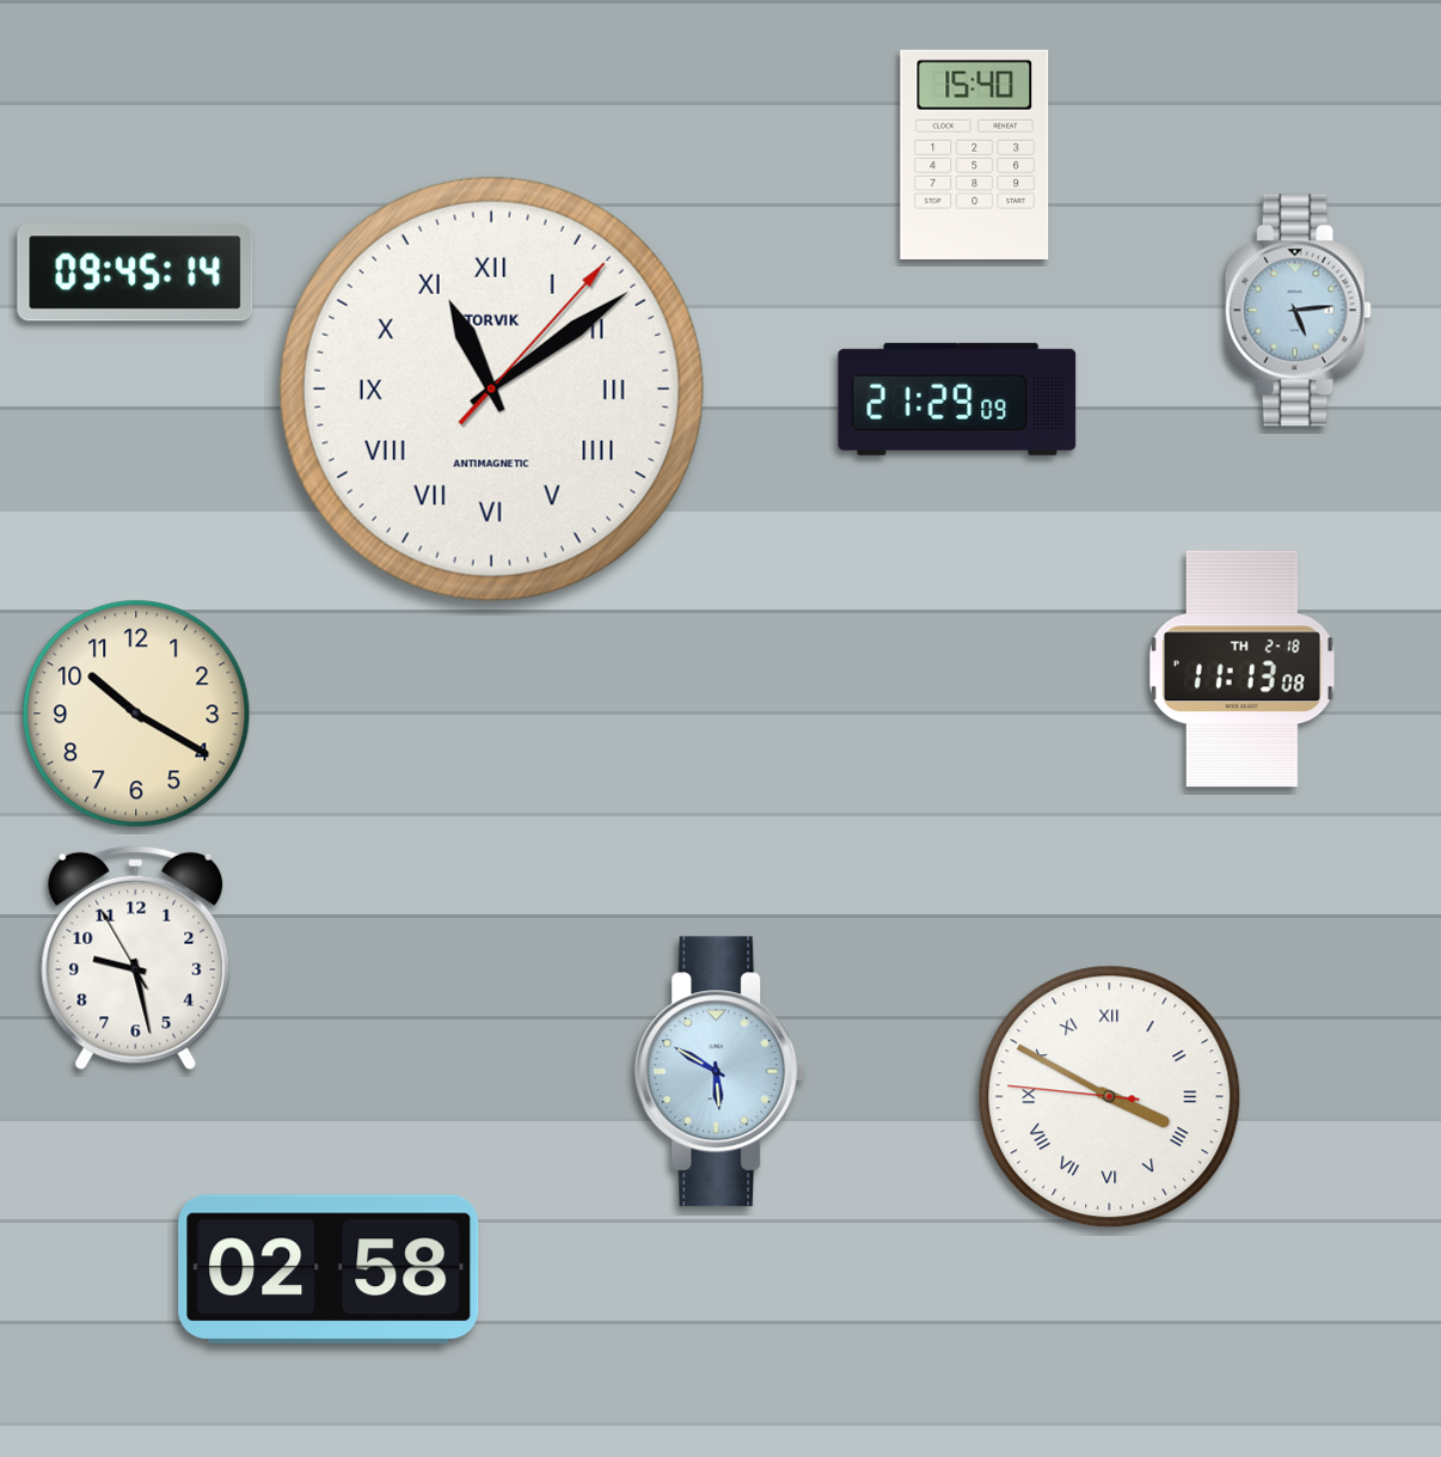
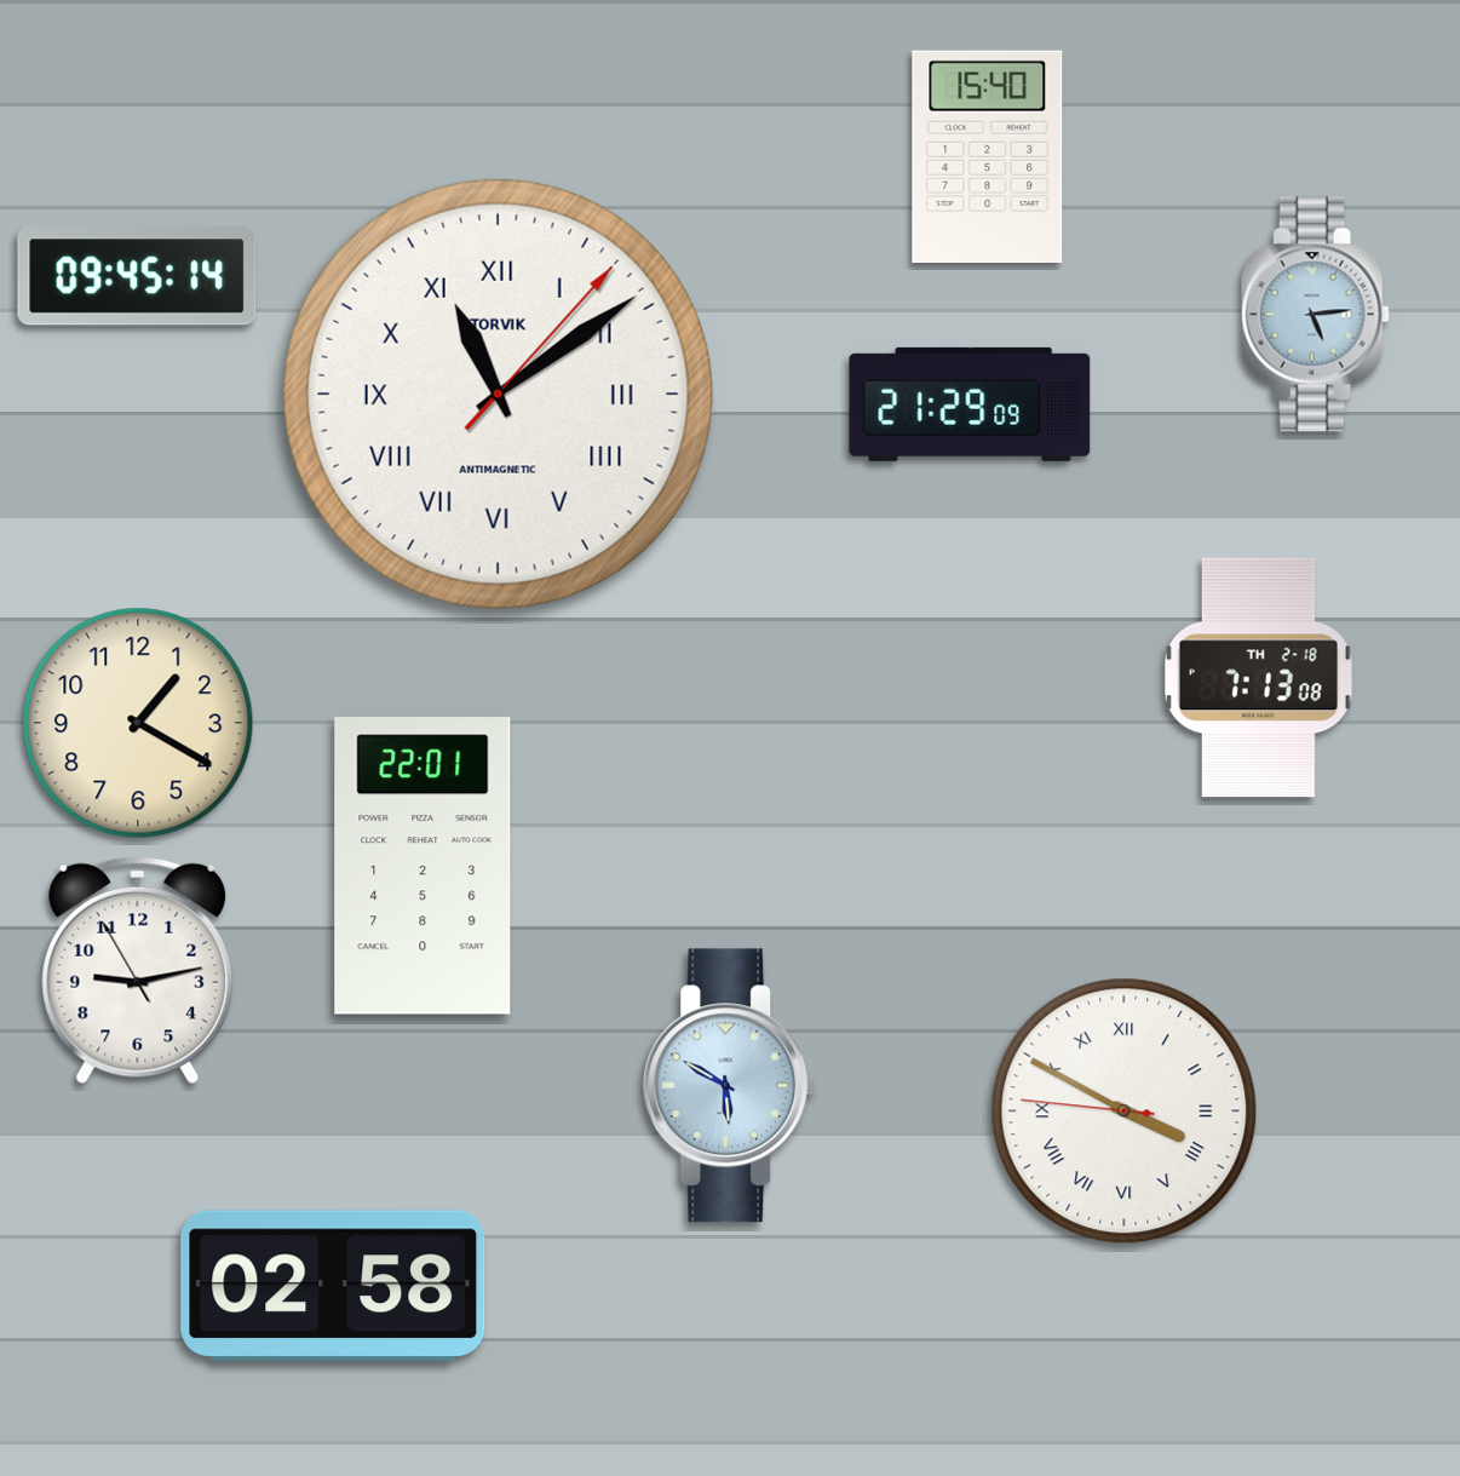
clock at (1241, 669): 11:13 -> 7:13
clock at (136, 714): 10:20 -> 1:20
clock at (423, 866): none -> 22:01
clock at (136, 959): 9:27 -> 9:12
